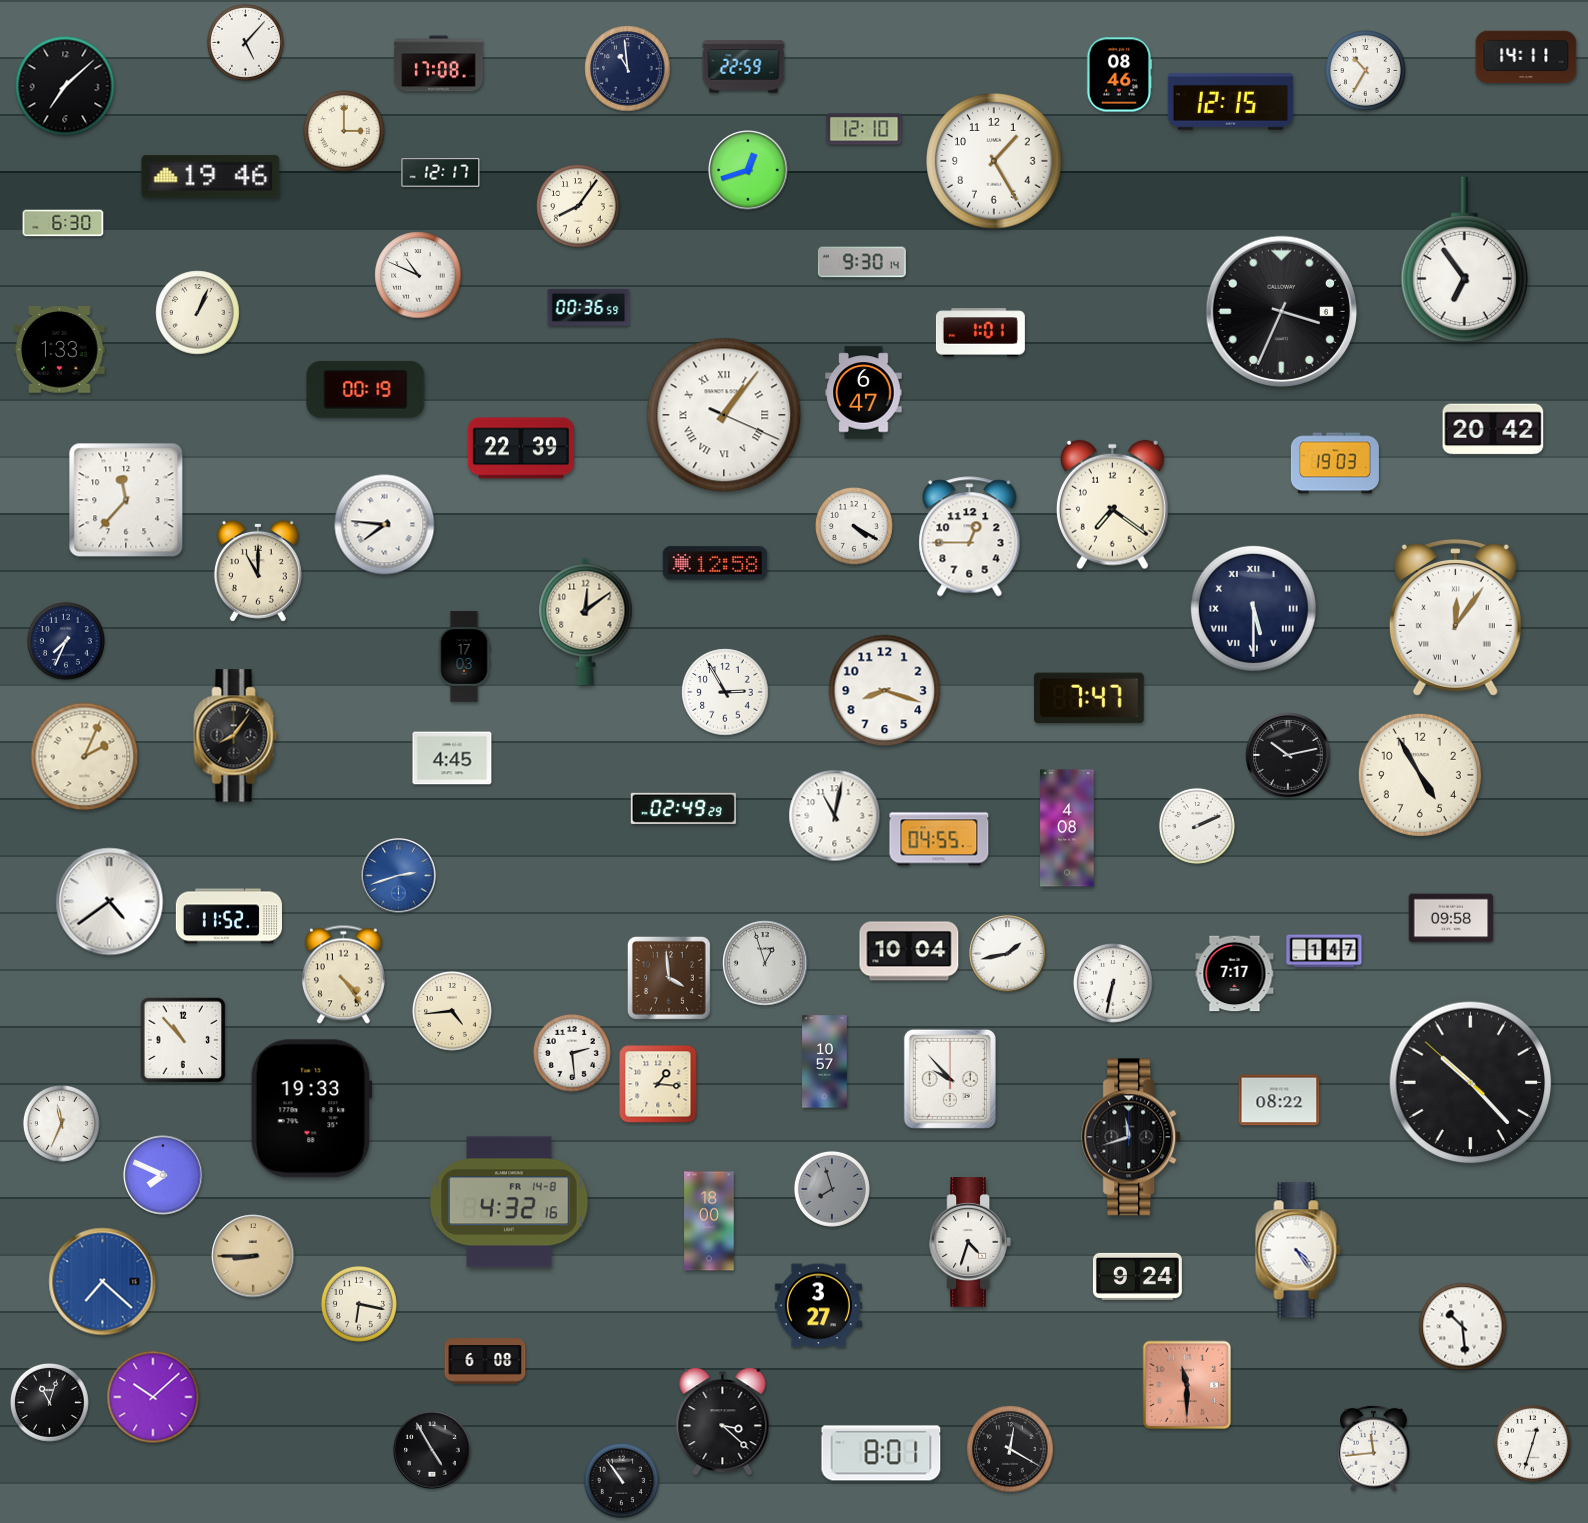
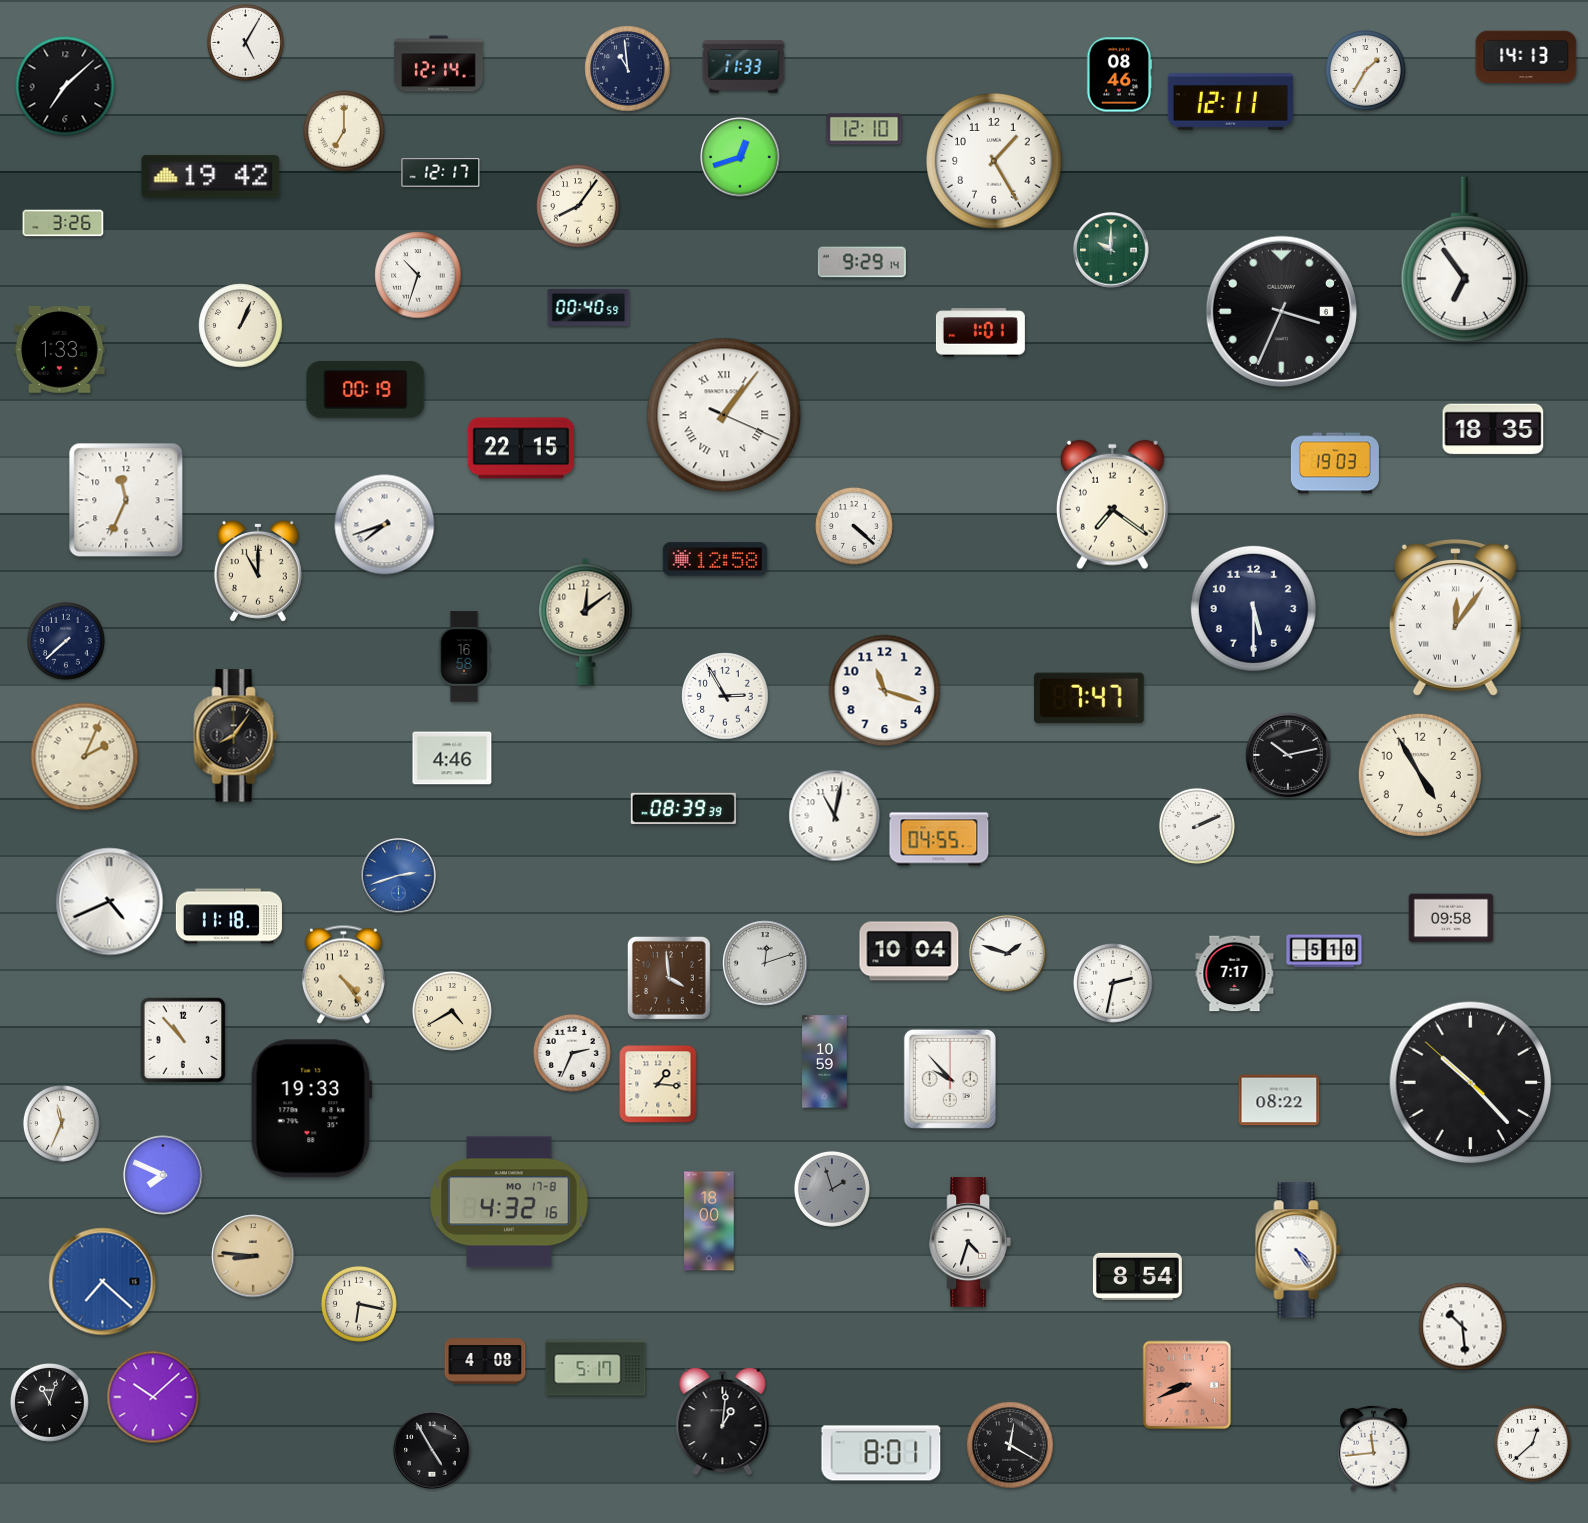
clock at (245, 42): 5:07 -> 5:05
clock at (1526, 57): 14:11 -> 14:13
clock at (438, 64): 17:08 -> 12:14
clock at (744, 67): 22:59 -> 11:33
clock at (1366, 71): 10:35 -> 1:35
clock at (1230, 102): 12:15 -> 12:11
clock at (344, 131): 3:00 -> 7:00
clock at (748, 170) position: (748, 170) -> (740, 157)
clock at (211, 177): 19:46 -> 19:42
clock at (63, 223): 6:30 -> 3:26
clock at (1111, 250): none -> 10:00
clock at (862, 262): 9:30 -> 9:29
clock at (418, 275): 10:49 -> 10:33
clock at (589, 307): 00:36 -> 00:40
clock at (198, 313) position: (198, 313) -> (241, 326)
clock at (864, 393): 6:47 -> none
clock at (1493, 429): 20:42 -> 18:35
clock at (521, 448): 22:39 -> 22:15
clock at (126, 500): 11:37 -> 11:34
clock at (385, 525): 7:46 -> 7:42
clock at (854, 526): 4:20 -> 4:22
clock at (970, 537): 12:45 -> none
clock at (715, 563) position: (715, 563) -> (715, 559)
clock at (1253, 608) numerals: Roman -> Arabic
clock at (66, 641): 7:34 -> 7:38
clock at (464, 657): 17:03 -> 16:58
clock at (885, 691): 8:18 -> 11:18
clock at (725, 692) position: (725, 692) -> (725, 696)
clock at (452, 758): 4:45 -> 4:46
clock at (683, 808): 02:49 -> 08:39
clock at (1067, 828): 4:08 -> none
clock at (110, 902): 4:39 -> 4:41
clock at (229, 916): 11:52 -> 11:18
clock at (1324, 951): 1:47 -> 5:10
clock at (1008, 954): 1:43 -> 1:48
clock at (765, 963): 12:57 -> 12:12
clock at (1114, 984): 6:32 -> 2:32
clock at (453, 1012): 4:44 -> 4:40
clock at (572, 1053): 2:29 -> 2:34
clock at (825, 1062): 10:57 -> 10:59
clock at (1132, 1137): 11:42 -> none
clock at (832, 1189): 7:57 -> 1:57
clock at (509, 1202) date: FR 14-8 -> MO 17-8
clock at (253, 1256): 8:45 -> 8:46
clock at (1137, 1276): 9:24 -> 8:54
clock at (818, 1306): 3:27 -> none
clock at (485, 1361): 6:08 -> 4:08
clock at (596, 1368): none -> 5:17
clock at (1187, 1385): 11:30 -> 8:41
clock at (723, 1422): 3:22 -> 1:01
clock at (1532, 1443): 12:33 -> 12:38
clock at (1010, 1449) position: (1010, 1449) -> (1010, 1445)
clock at (621, 1480): 10:54 -> none
